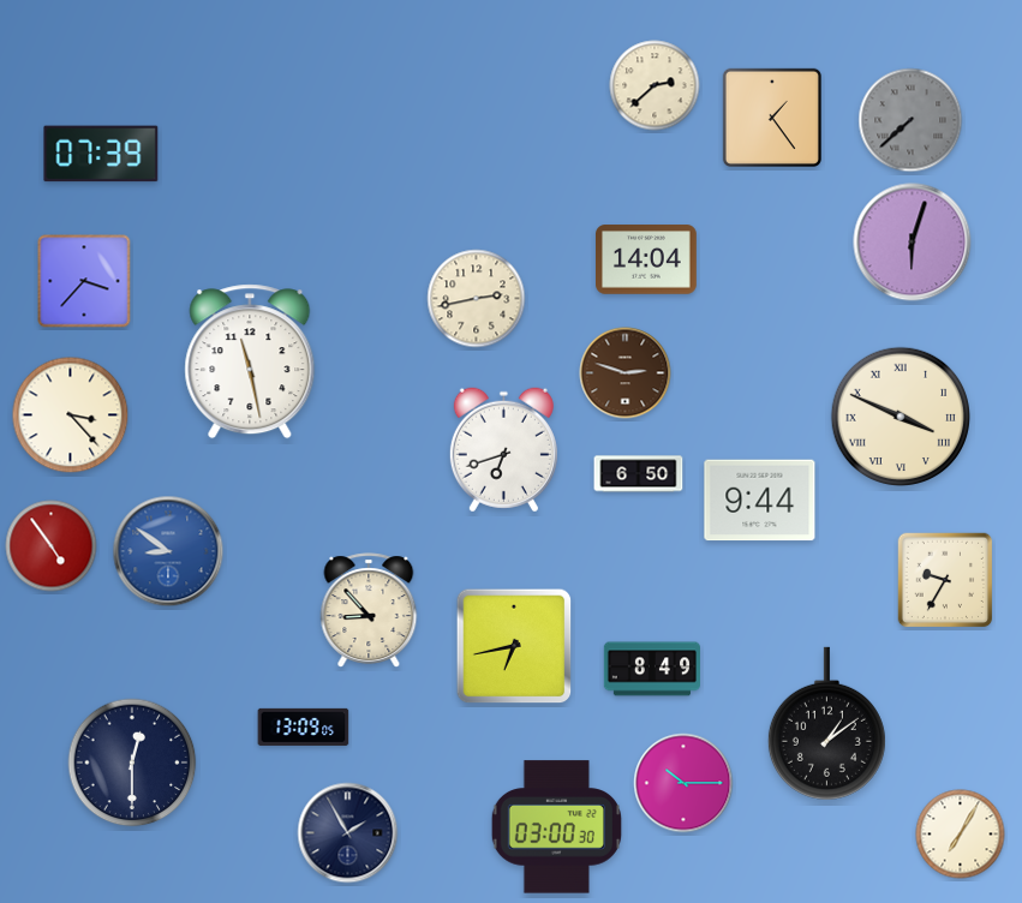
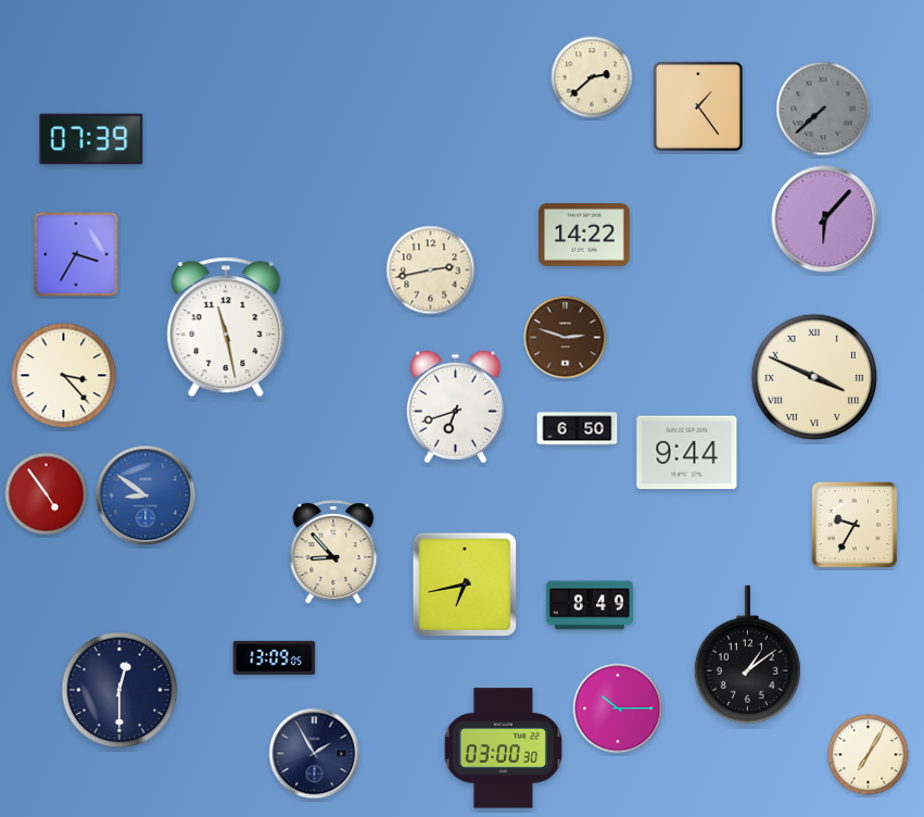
clock at (913, 243): 6:03 -> 6:07
clock at (647, 259): 14:04 -> 14:22
clock at (84, 281): 3:37 -> 3:35
clock at (168, 551) position: (168, 551) -> (145, 495)
